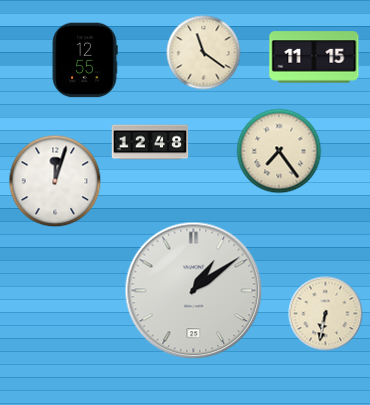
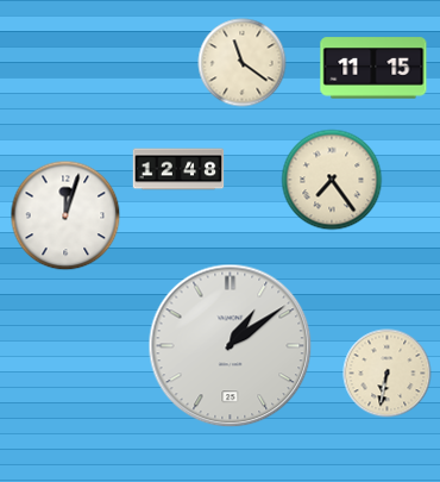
clock at (85, 60): 12:55 -> none
